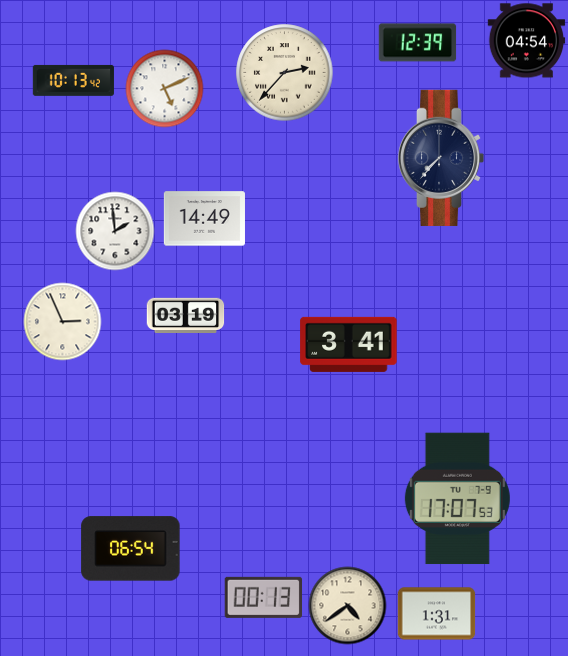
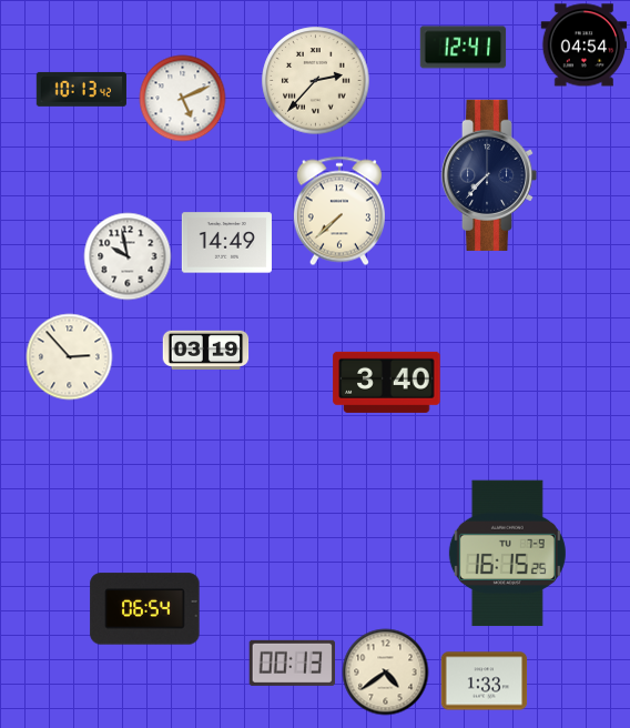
clock at (417, 43): 12:39 -> 12:41
clock at (339, 211): none -> 7:38
clock at (115, 231): 1:59 -> 9:58
clock at (62, 321): 2:56 -> 2:53
clock at (349, 344): 3:41 -> 3:40
clock at (457, 499): 17:07 -> 16:15
clock at (436, 614): 1:31 -> 1:33
